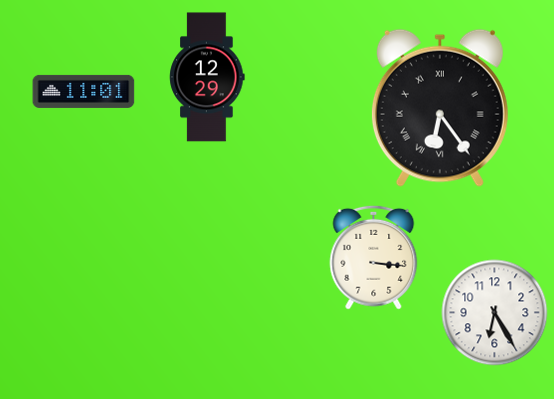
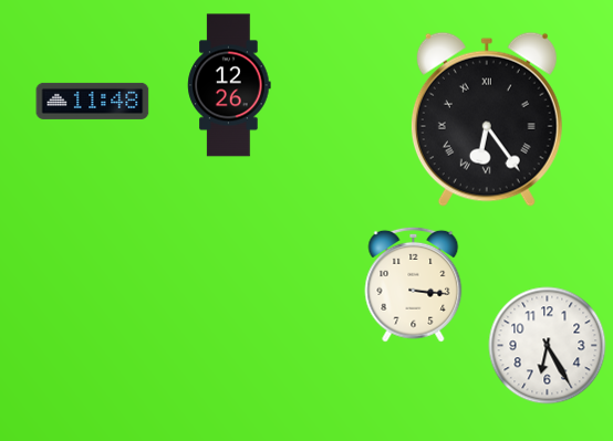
clock at (207, 77): 12:29 -> 12:26
clock at (84, 91): 11:01 -> 11:48
